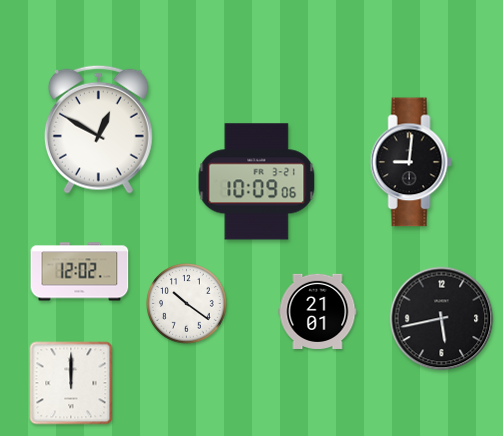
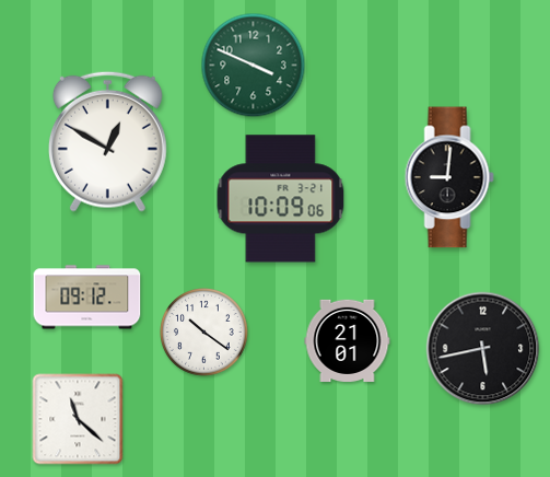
clock at (254, 66): none -> 3:49
clock at (80, 272): 12:02 -> 09:12
clock at (71, 383): 12:00 -> 11:22
